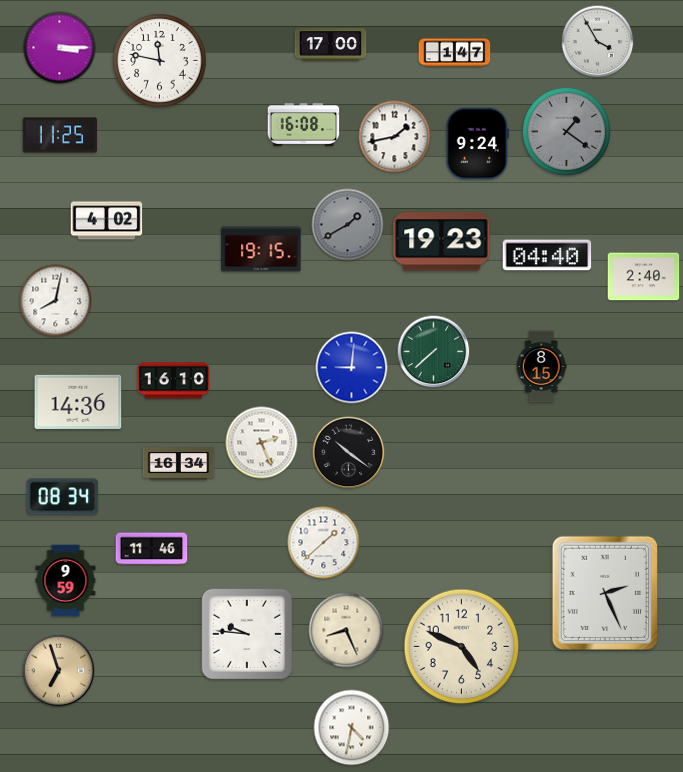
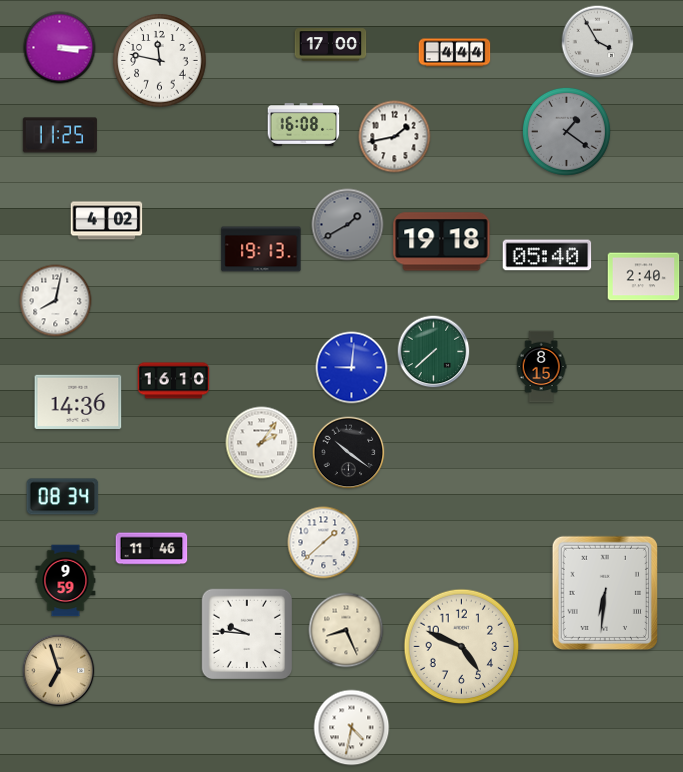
clock at (455, 53): 1:47 -> 4:44
clock at (477, 144): 9:24 -> none
clock at (442, 242): 19:23 -> 19:18
clock at (261, 249): 19:15 -> 19:13
clock at (547, 255): 04:40 -> 05:40
clock at (262, 443): 2:26 -> 2:06
clock at (179, 464): 16:34 -> none
clock at (605, 593): 2:26 -> 6:31
